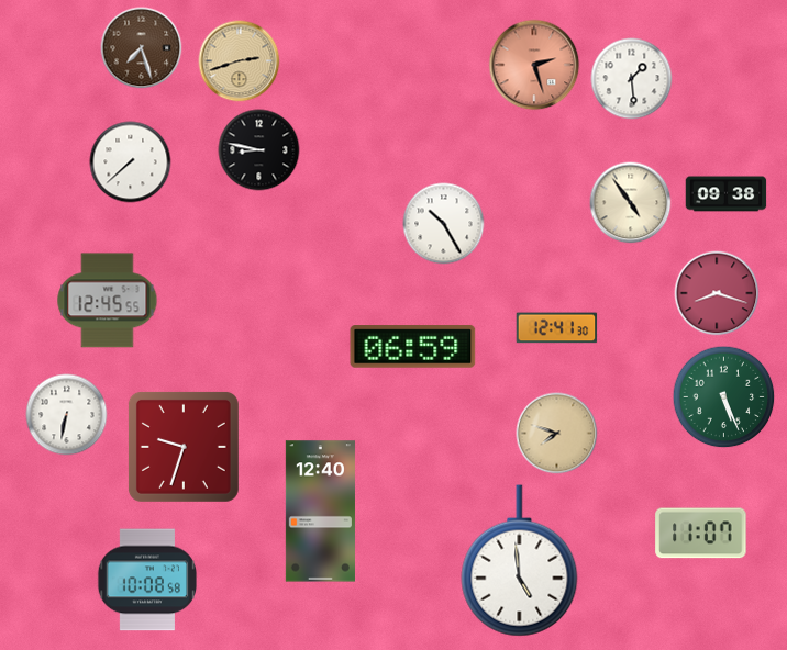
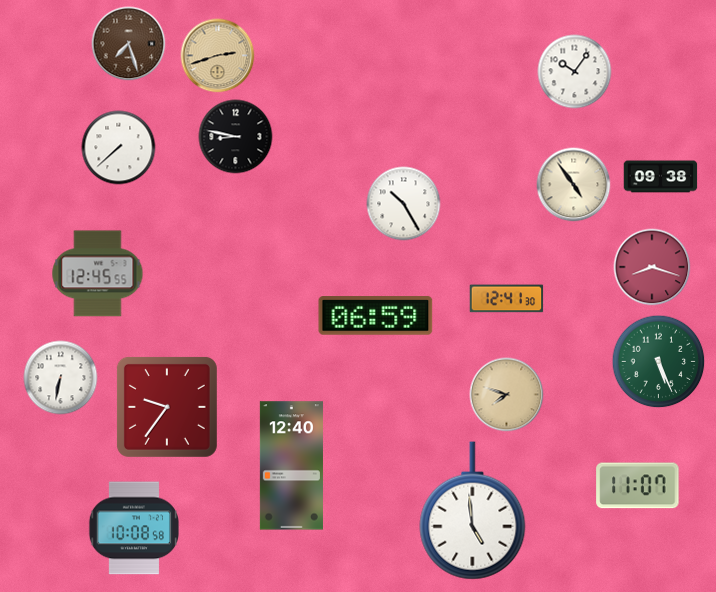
clock at (534, 65): 2:27 -> none
clock at (632, 79): 1:29 -> 10:06
clock at (184, 447): 9:33 -> 9:36
